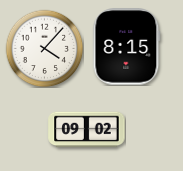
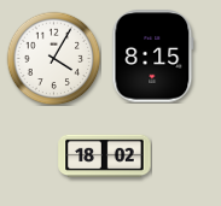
clock at (44, 48): 4:07 -> 4:05
clock at (87, 130): 09:02 -> 18:02
